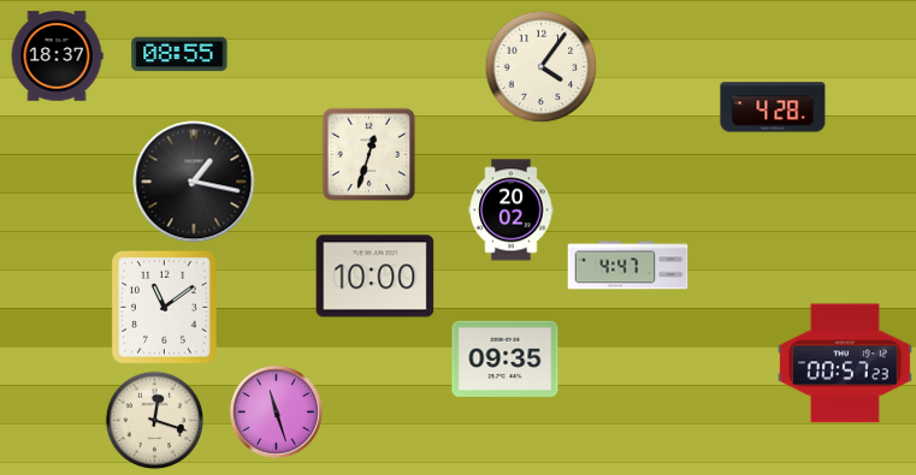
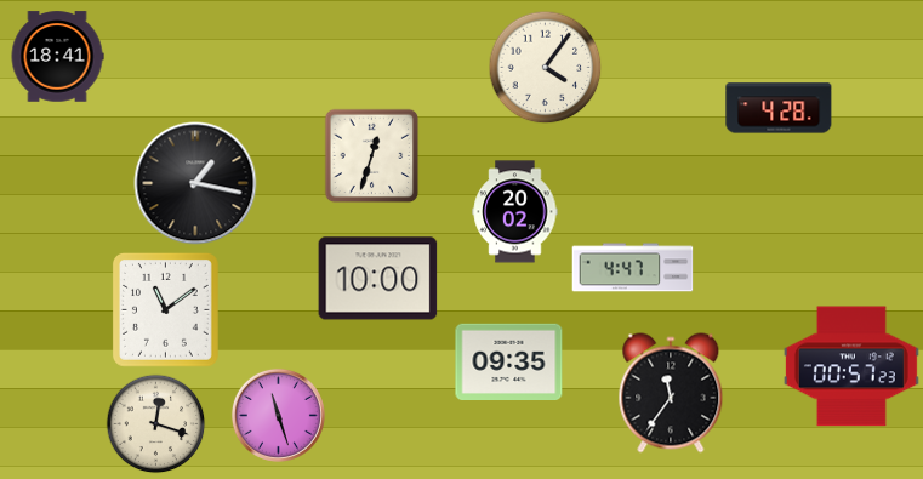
clock at (179, 54): 08:55 -> none
clock at (57, 57): 18:37 -> 18:41
clock at (671, 393): none -> 11:36
